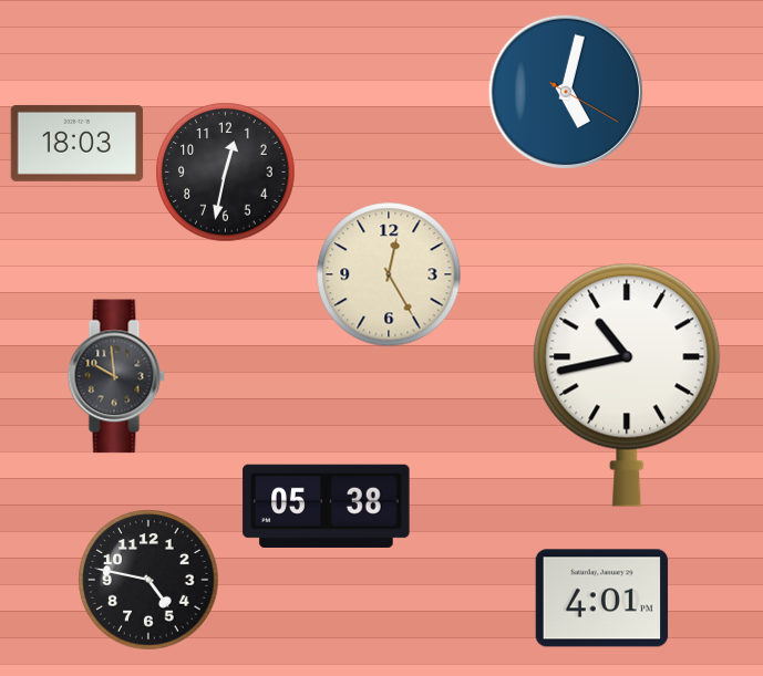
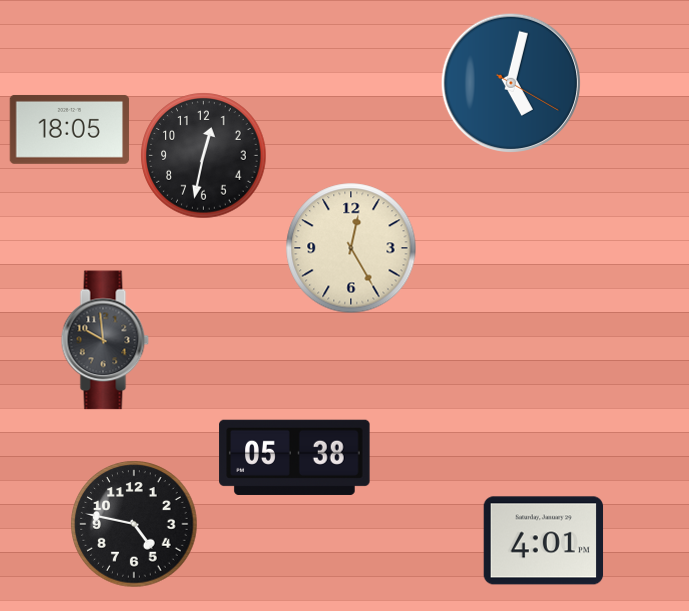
clock at (78, 143): 18:03 -> 18:05
clock at (627, 385): 10:43 -> none
